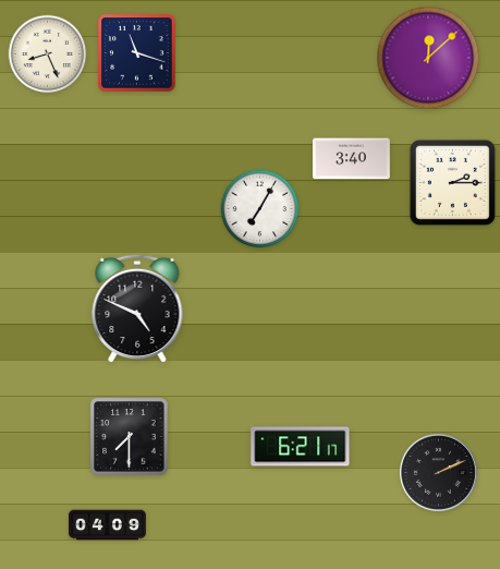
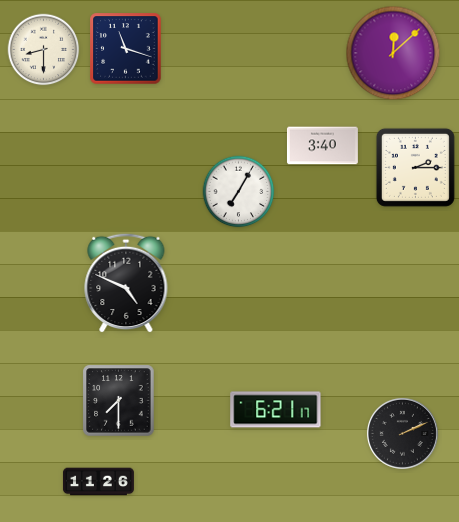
clock at (48, 55): 8:26 -> 8:30
clock at (107, 525): 04:09 -> 11:26
